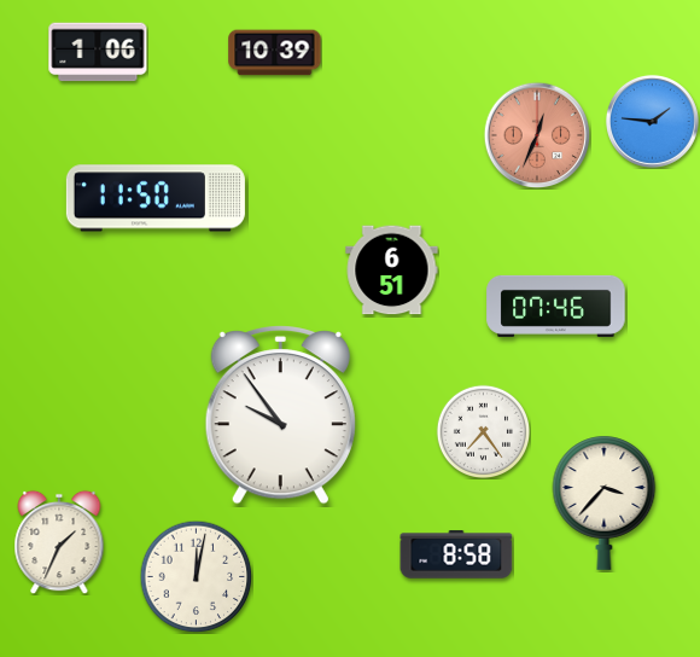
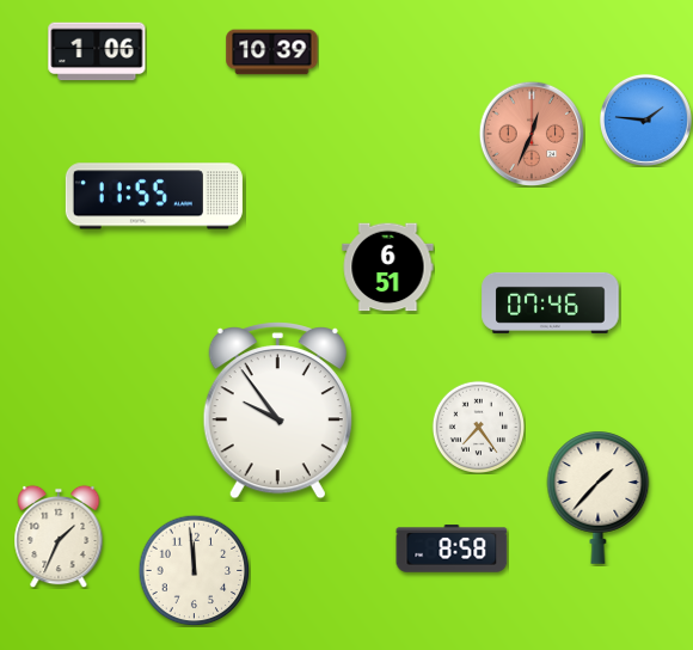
clock at (156, 198): 11:50 -> 11:55
clock at (605, 502): 3:37 -> 1:37
clock at (196, 576): 12:02 -> 11:59
